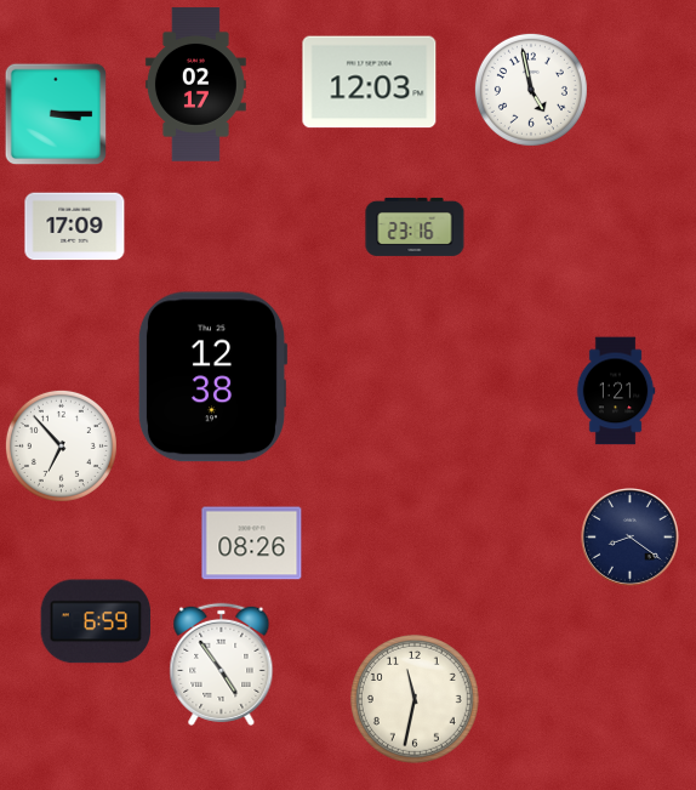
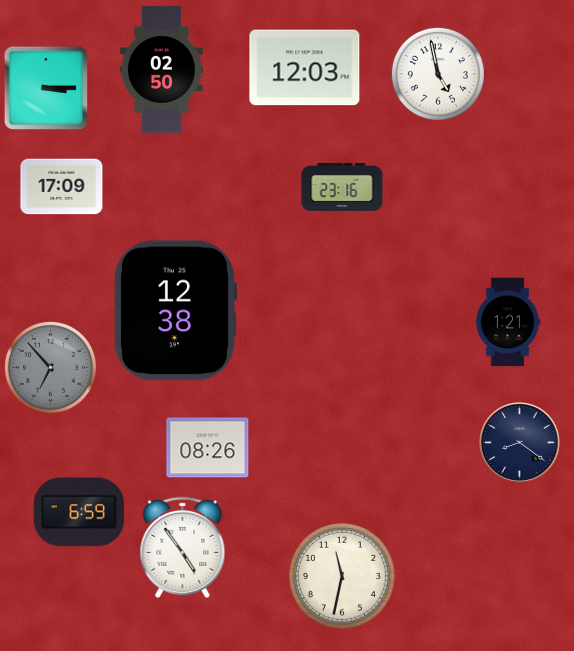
clock at (195, 85): 02:17 -> 02:50
clock at (55, 113) position: (55, 113) -> (45, 87)
clock at (61, 445) dial: white -> grey
